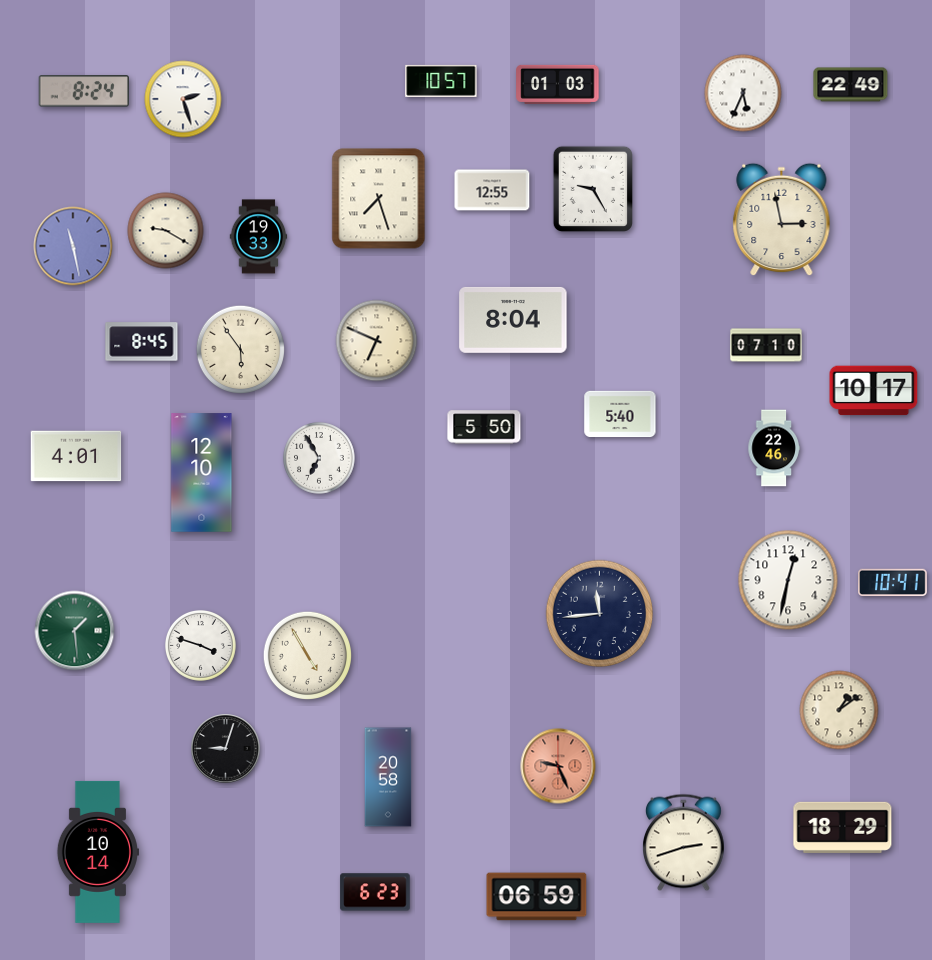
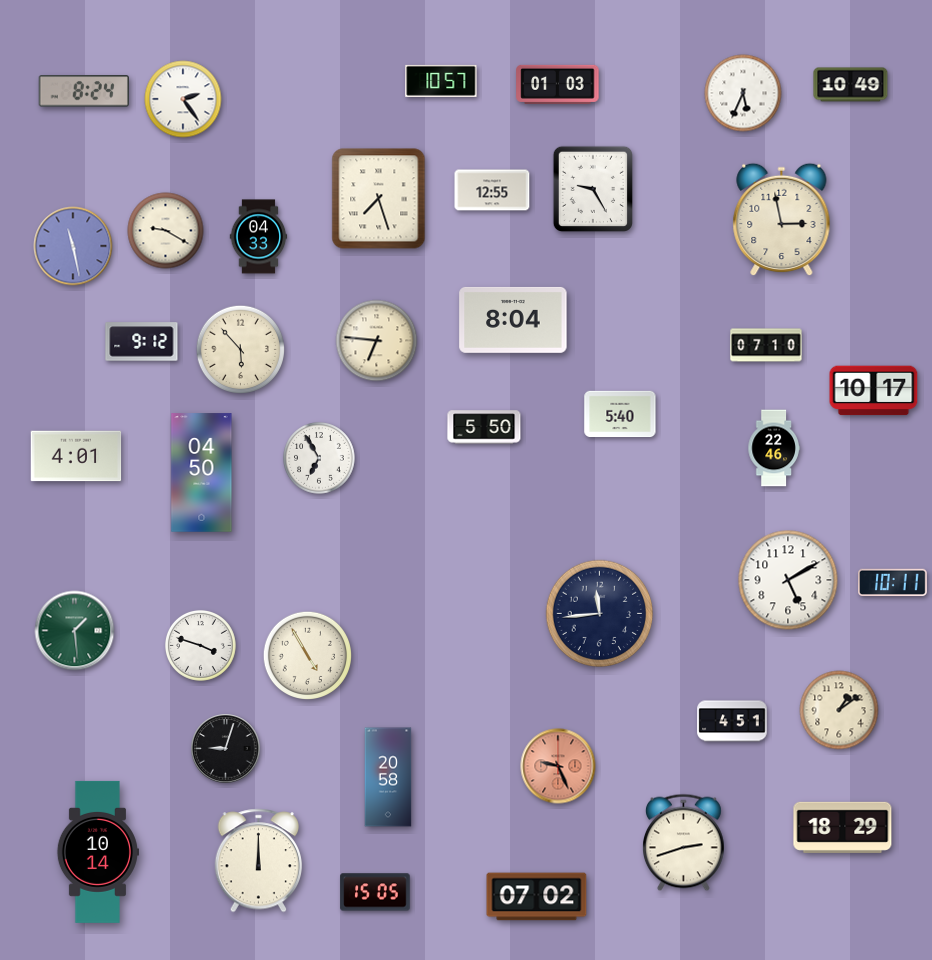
clock at (851, 85): 22:49 -> 10:49
clock at (183, 99): 2:27 -> 2:24
clock at (259, 237): 19:33 -> 04:33
clock at (377, 341): 6:49 -> 6:46
clock at (142, 342): 8:45 -> 9:12
clock at (240, 349): 5:54 -> 5:53
clock at (202, 473): 12:10 -> 04:50
clock at (788, 580): 12:32 -> 5:10
clock at (893, 583): 10:41 -> 10:11
clock at (732, 721): none -> 4:51
clock at (259, 861): none -> 12:00
clock at (375, 892): 6:23 -> 15:05
clock at (537, 897): 06:59 -> 07:02
